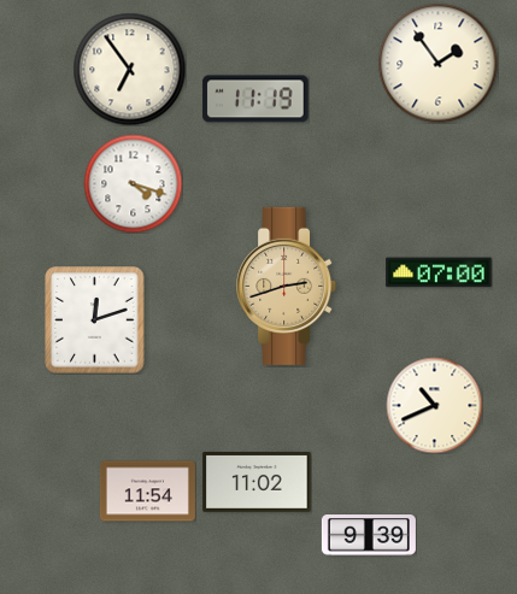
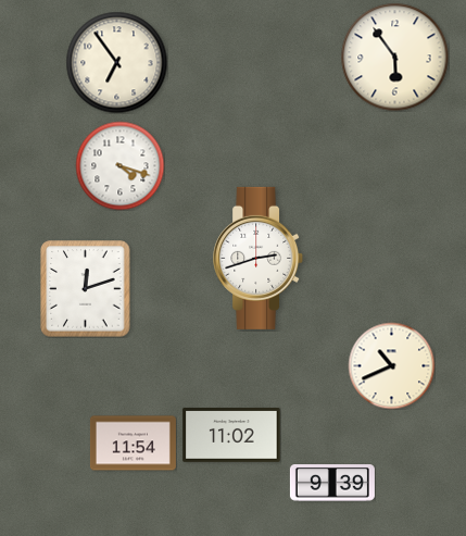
clock at (439, 64): 1:54 -> 5:54
clock at (255, 99): 11:19 -> none
clock at (439, 272): 07:00 -> none
clock at (287, 286) dial: champagne -> white
